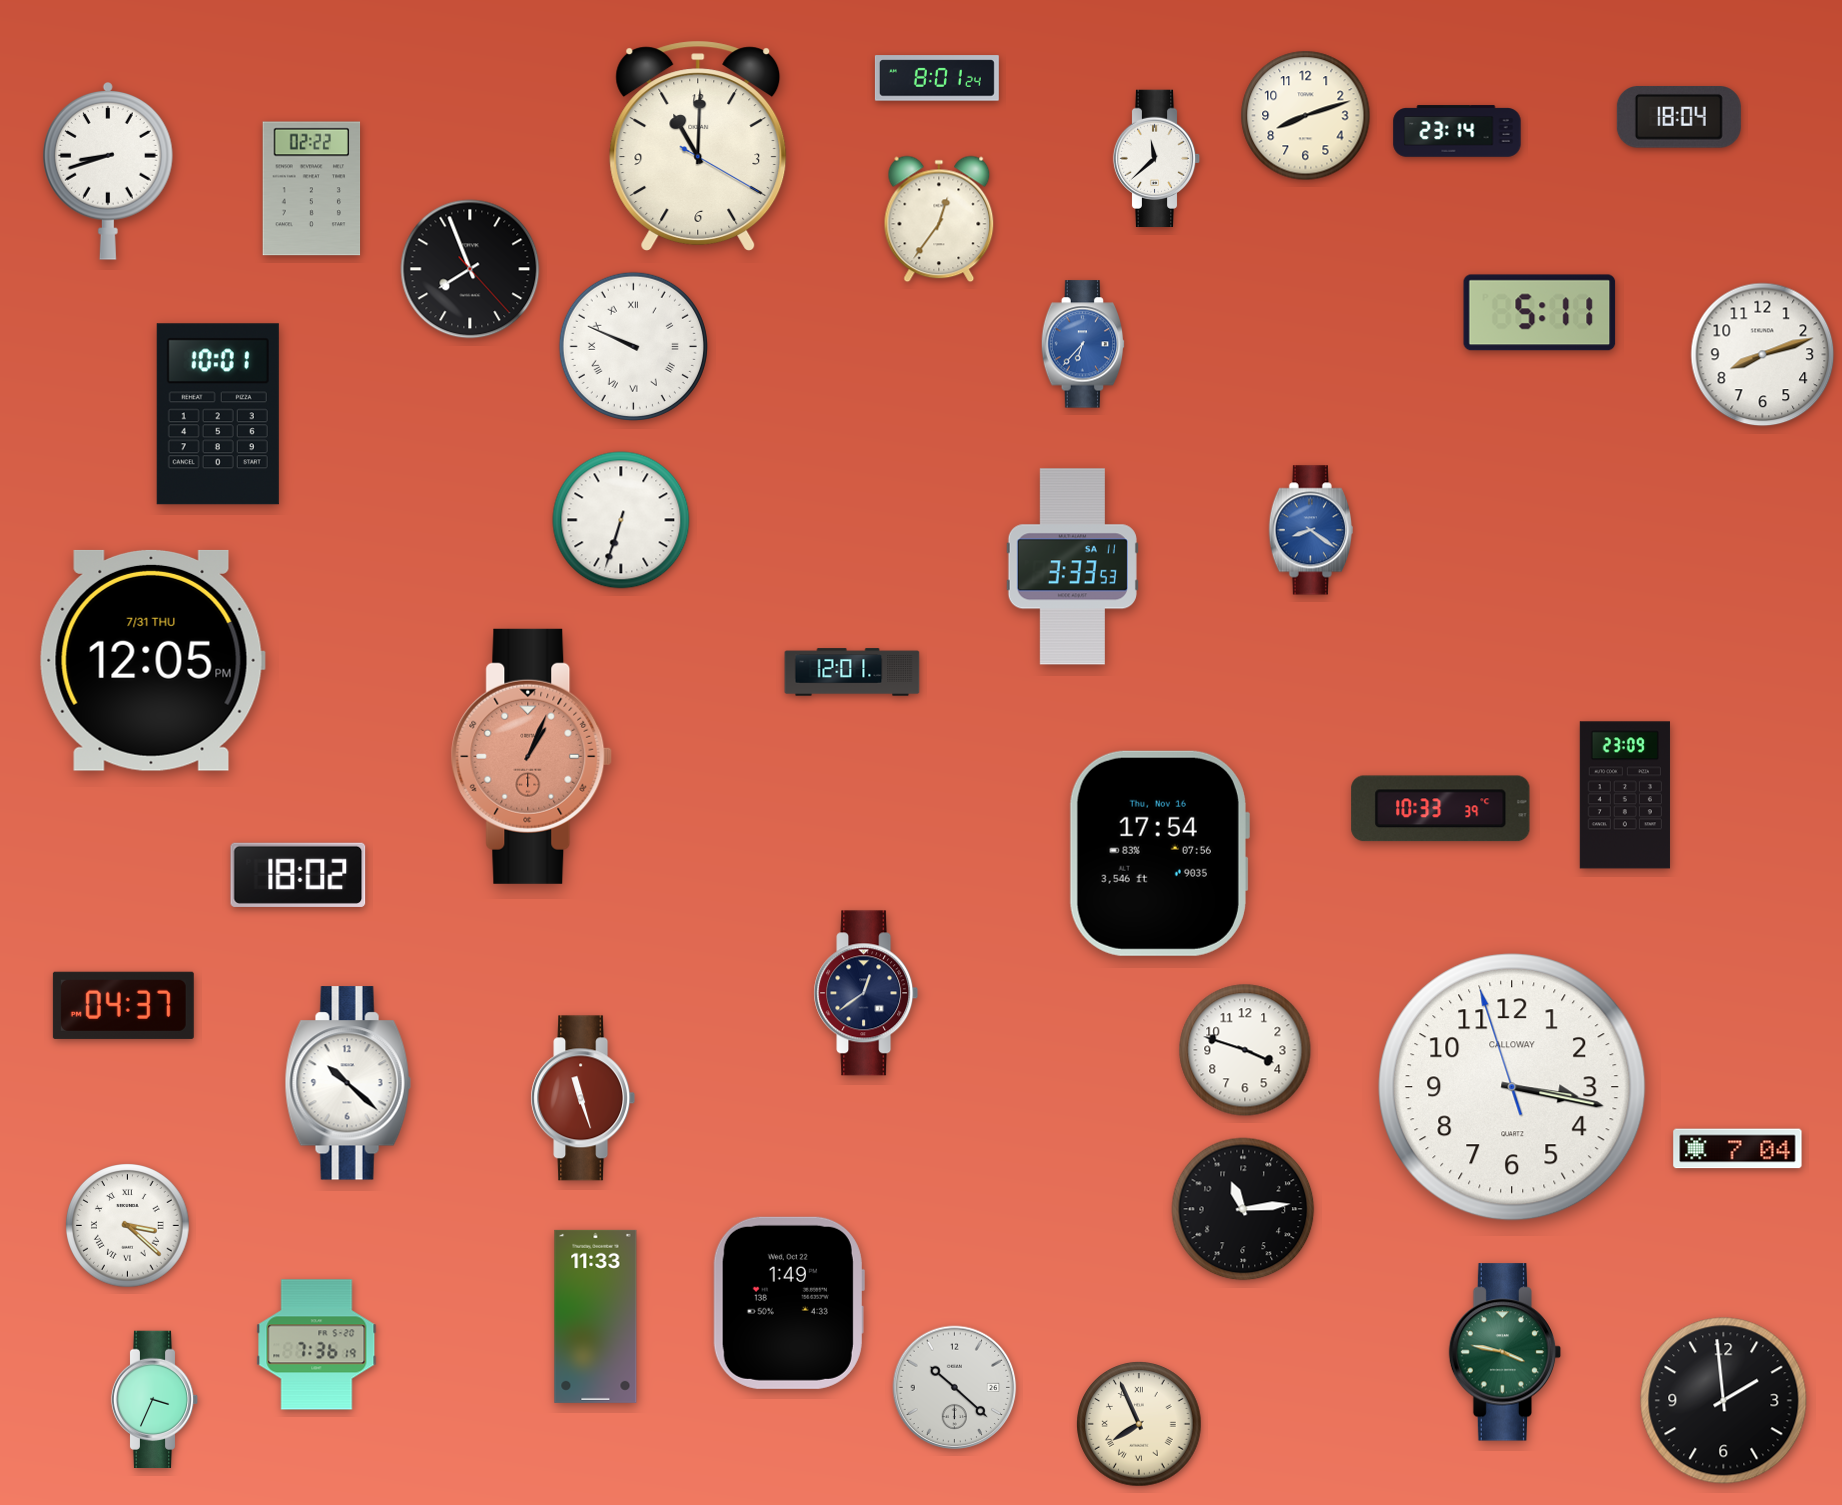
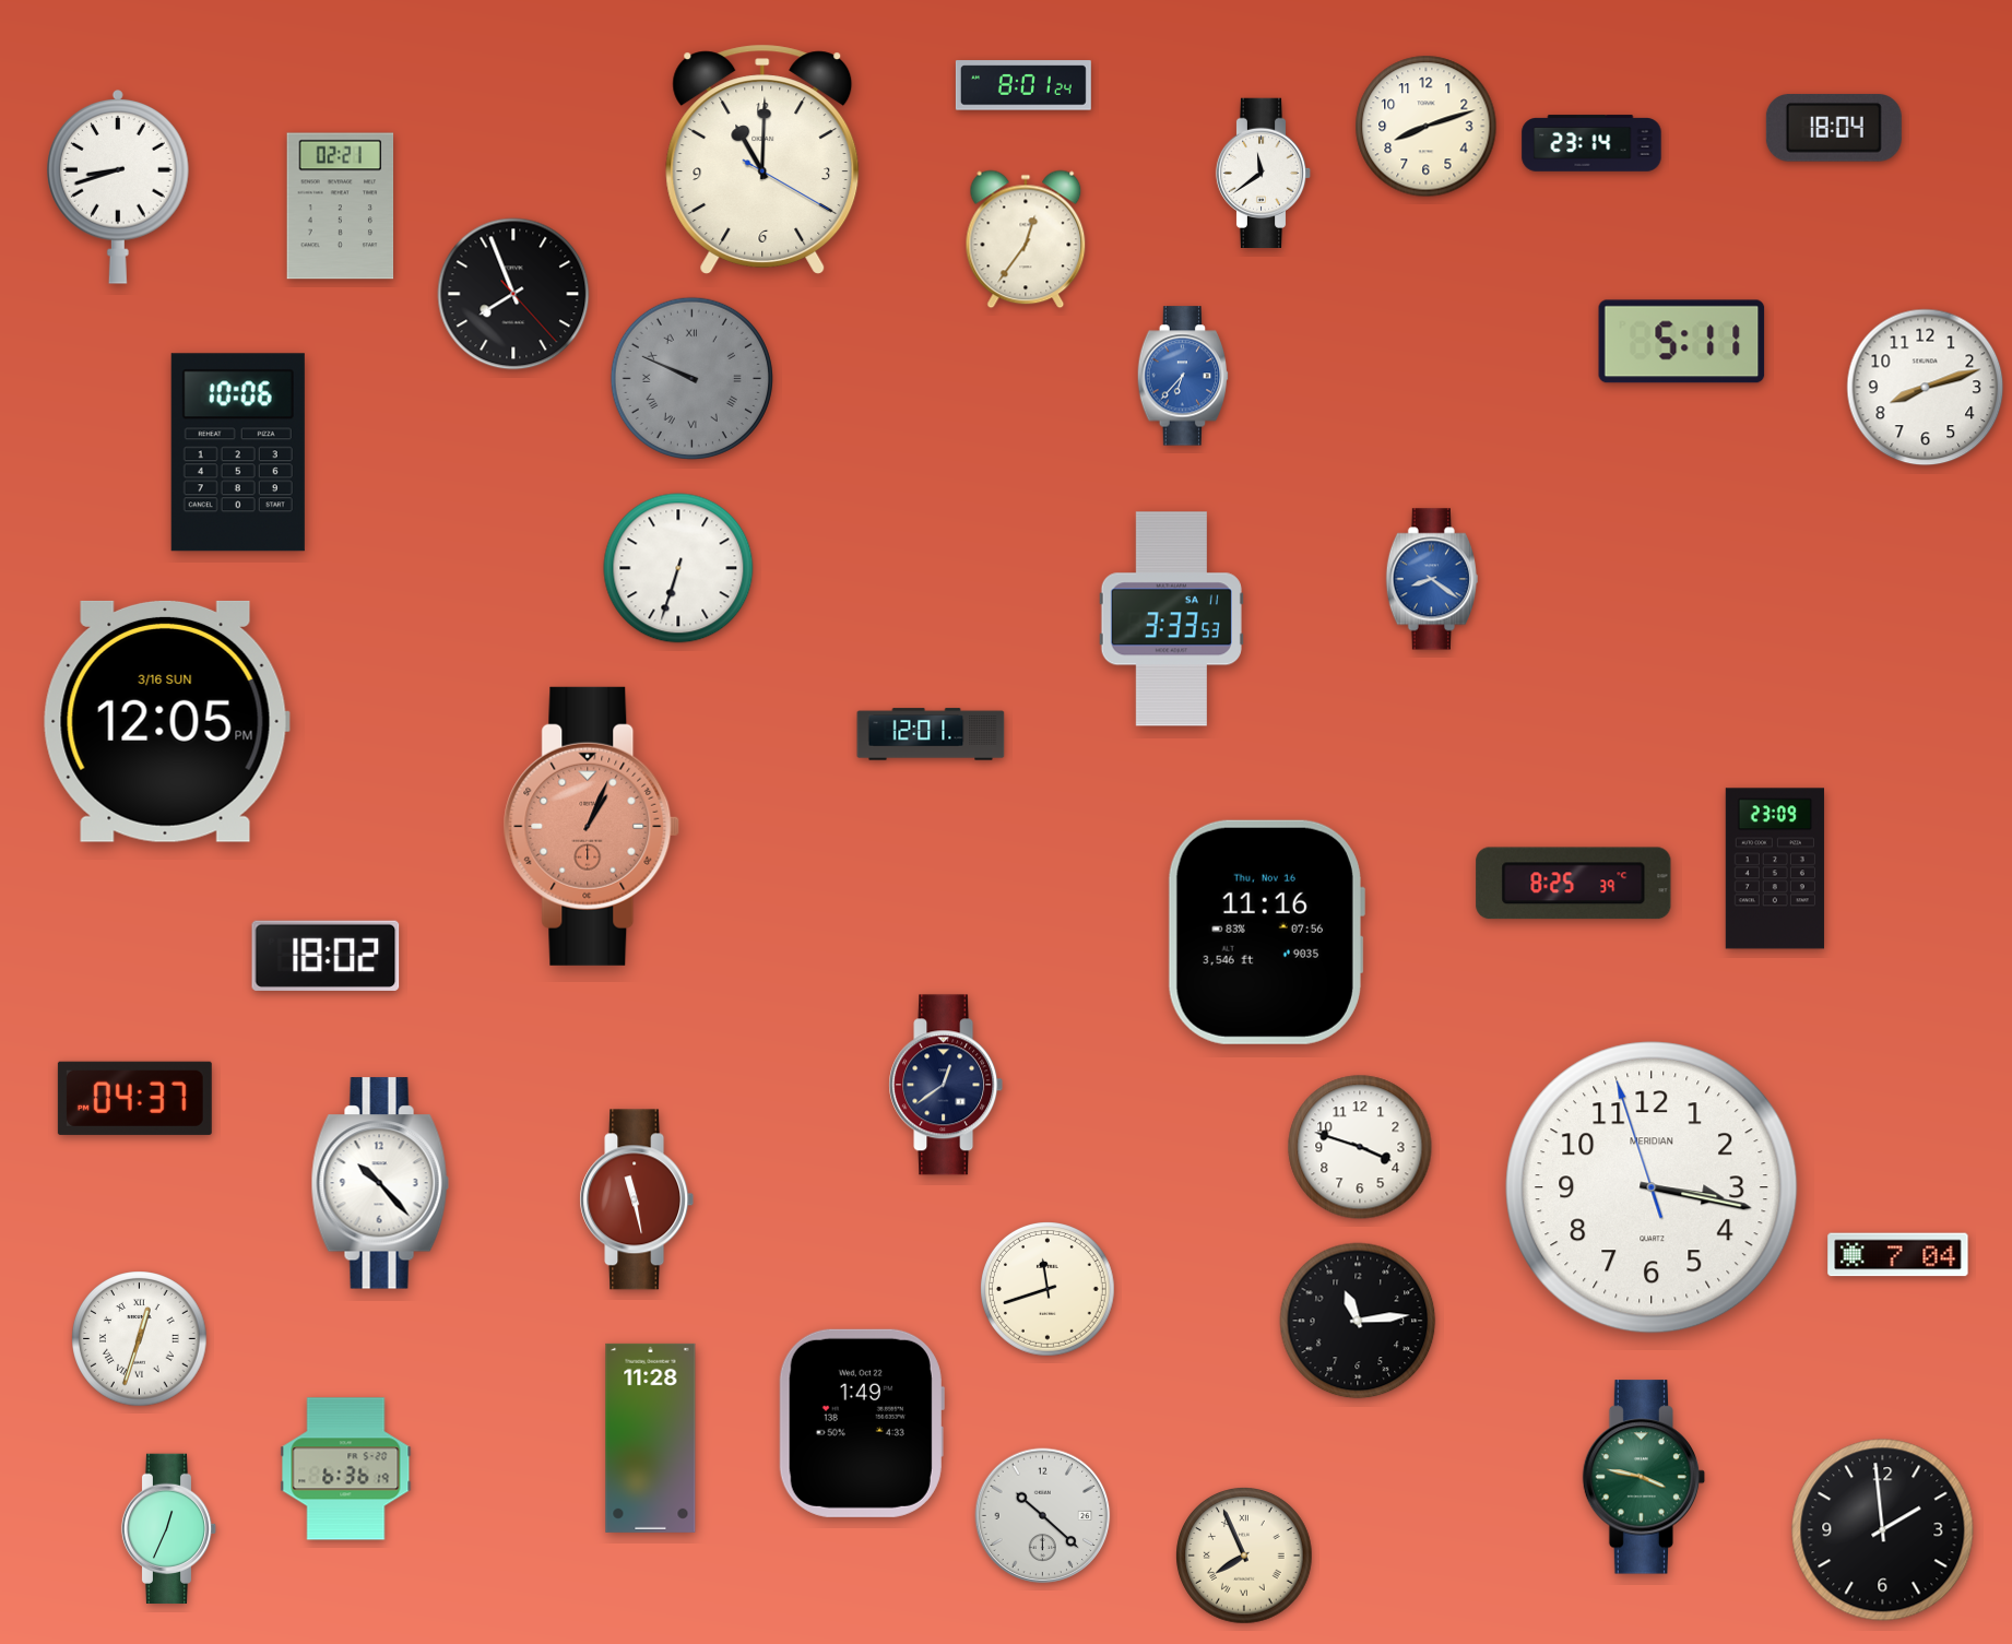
clock at (1157, 159): 11:38 -> 11:39
clock at (312, 189): 02:22 -> 02:21
clock at (633, 346) dial: white -> grey
clock at (218, 414): 10:01 -> 10:06
clock at (152, 660) date: 7/31 THU -> 3/16 SUN
clock at (532, 756) position: (532, 756) -> (592, 826)
clock at (1441, 809): 10:33 -> 8:25
clock at (1159, 853): 17:54 -> 11:16
clock at (348, 1083): 10:22 -> 10:23
clock at (1512, 1087) brand: CALLOWAY -> MERIDIAN
clock at (583, 1098): 11:27 -> 11:28
clock at (1049, 1290): none -> 11:42
clock at (128, 1226): 3:22 -> 12:33
clock at (596, 1316): 11:33 -> 11:28
clock at (317, 1345): 7:36 -> 6:36
clock at (155, 1400): 3:34 -> 12:34
